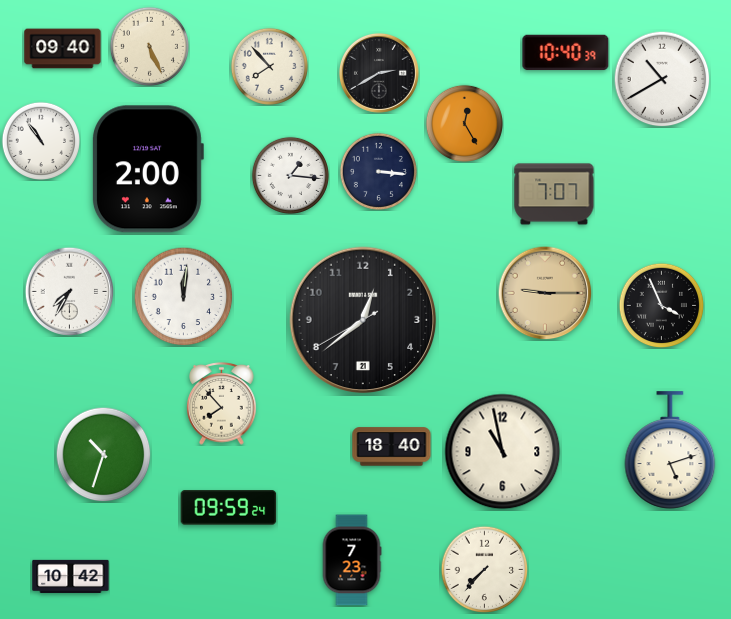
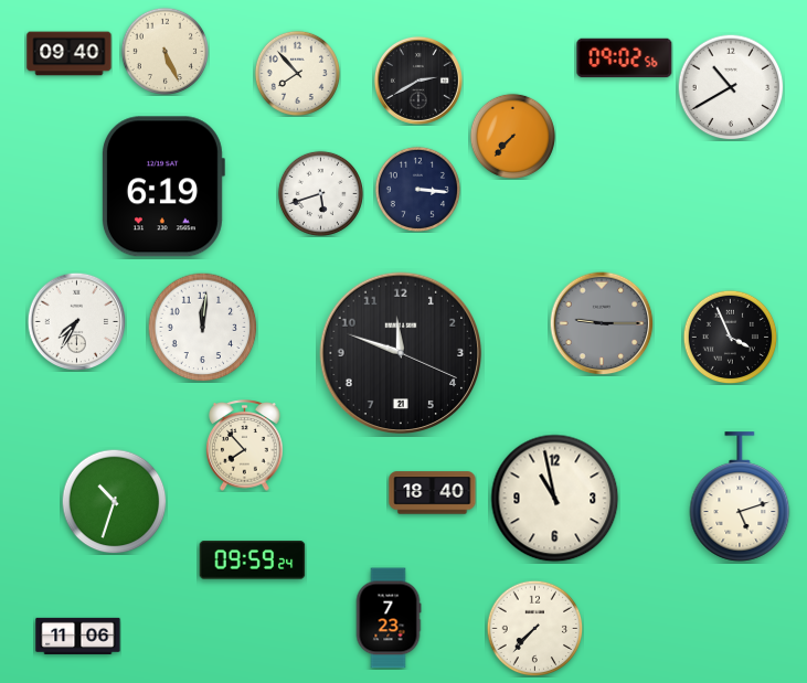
clock at (566, 53): 10:40 -> 09:02
clock at (464, 123): 12:25 -> 7:37
clock at (40, 140): 10:54 -> none
clock at (147, 169): 2:00 -> 6:19
clock at (290, 175): 1:16 -> 5:42
clock at (554, 194): 7:07 -> none
clock at (545, 293) dial: champagne -> grey
clock at (363, 320): 12:38 -> 11:48
clock at (71, 576): 10:42 -> 11:06
